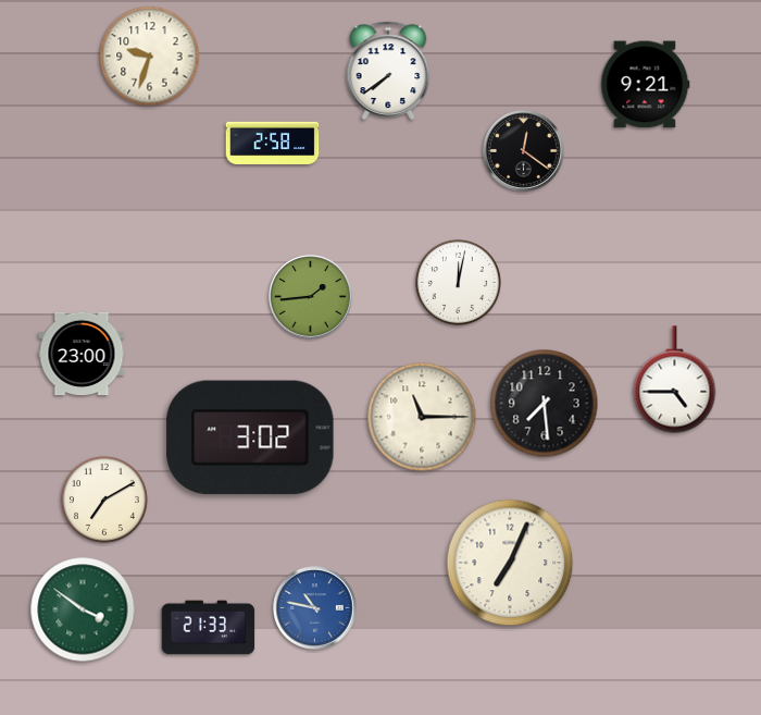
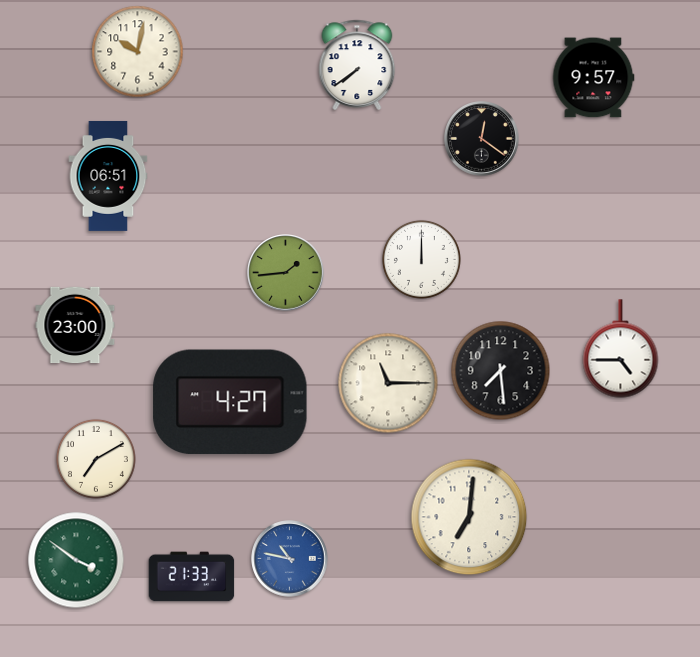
clock at (150, 57): 9:33 -> 10:02
clock at (645, 85): 9:21 -> 9:57
clock at (273, 143): 2:58 -> none
clock at (108, 176): none -> 06:51
clock at (458, 282): 12:02 -> 12:00
clock at (250, 437): 3:02 -> 4:27
clock at (510, 563): 7:04 -> 7:01
